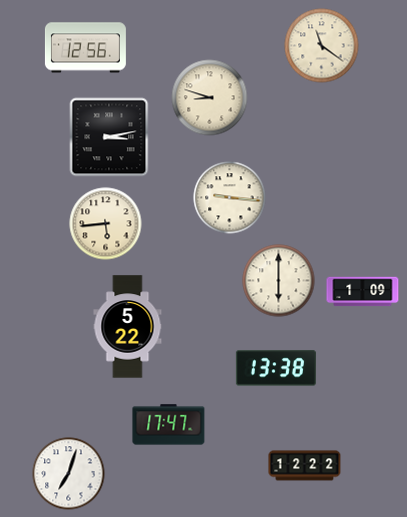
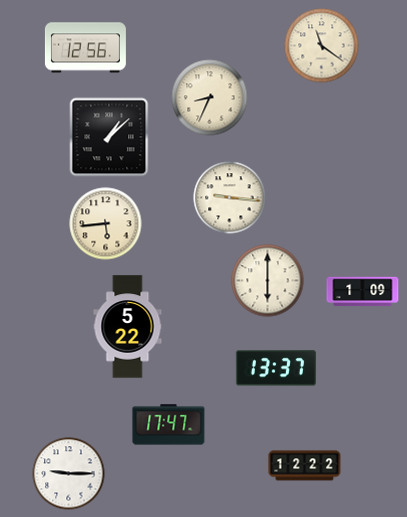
clock at (210, 98): 8:48 -> 8:34
clock at (109, 137): 3:13 -> 1:08
clock at (279, 281) position: (279, 281) -> (268, 281)
clock at (276, 368): 13:38 -> 13:37
clock at (69, 474): 7:03 -> 9:15
